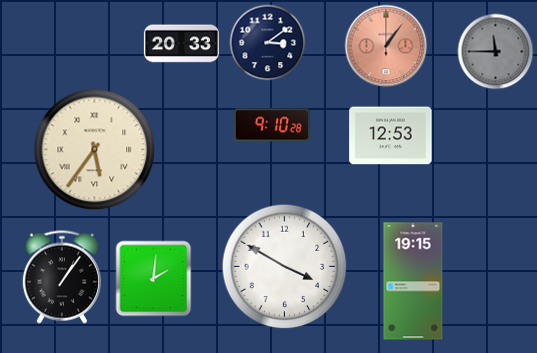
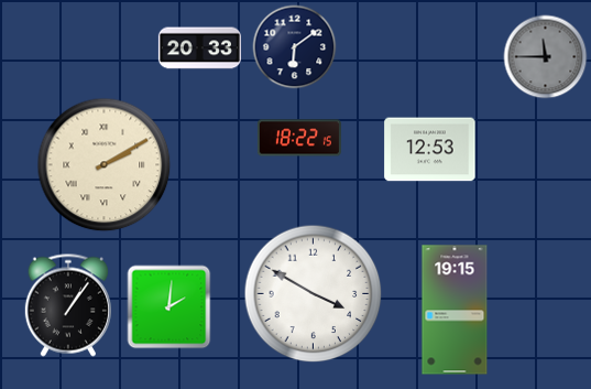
clock at (268, 43): 3:09 -> 6:09
clock at (386, 46): 1:06 -> none
clock at (272, 125): 9:10 -> 18:22
clock at (95, 150): 5:36 -> 2:10
